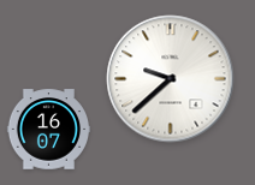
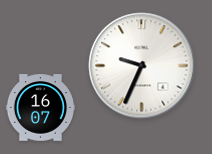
clock at (171, 79): 9:38 -> 9:34
